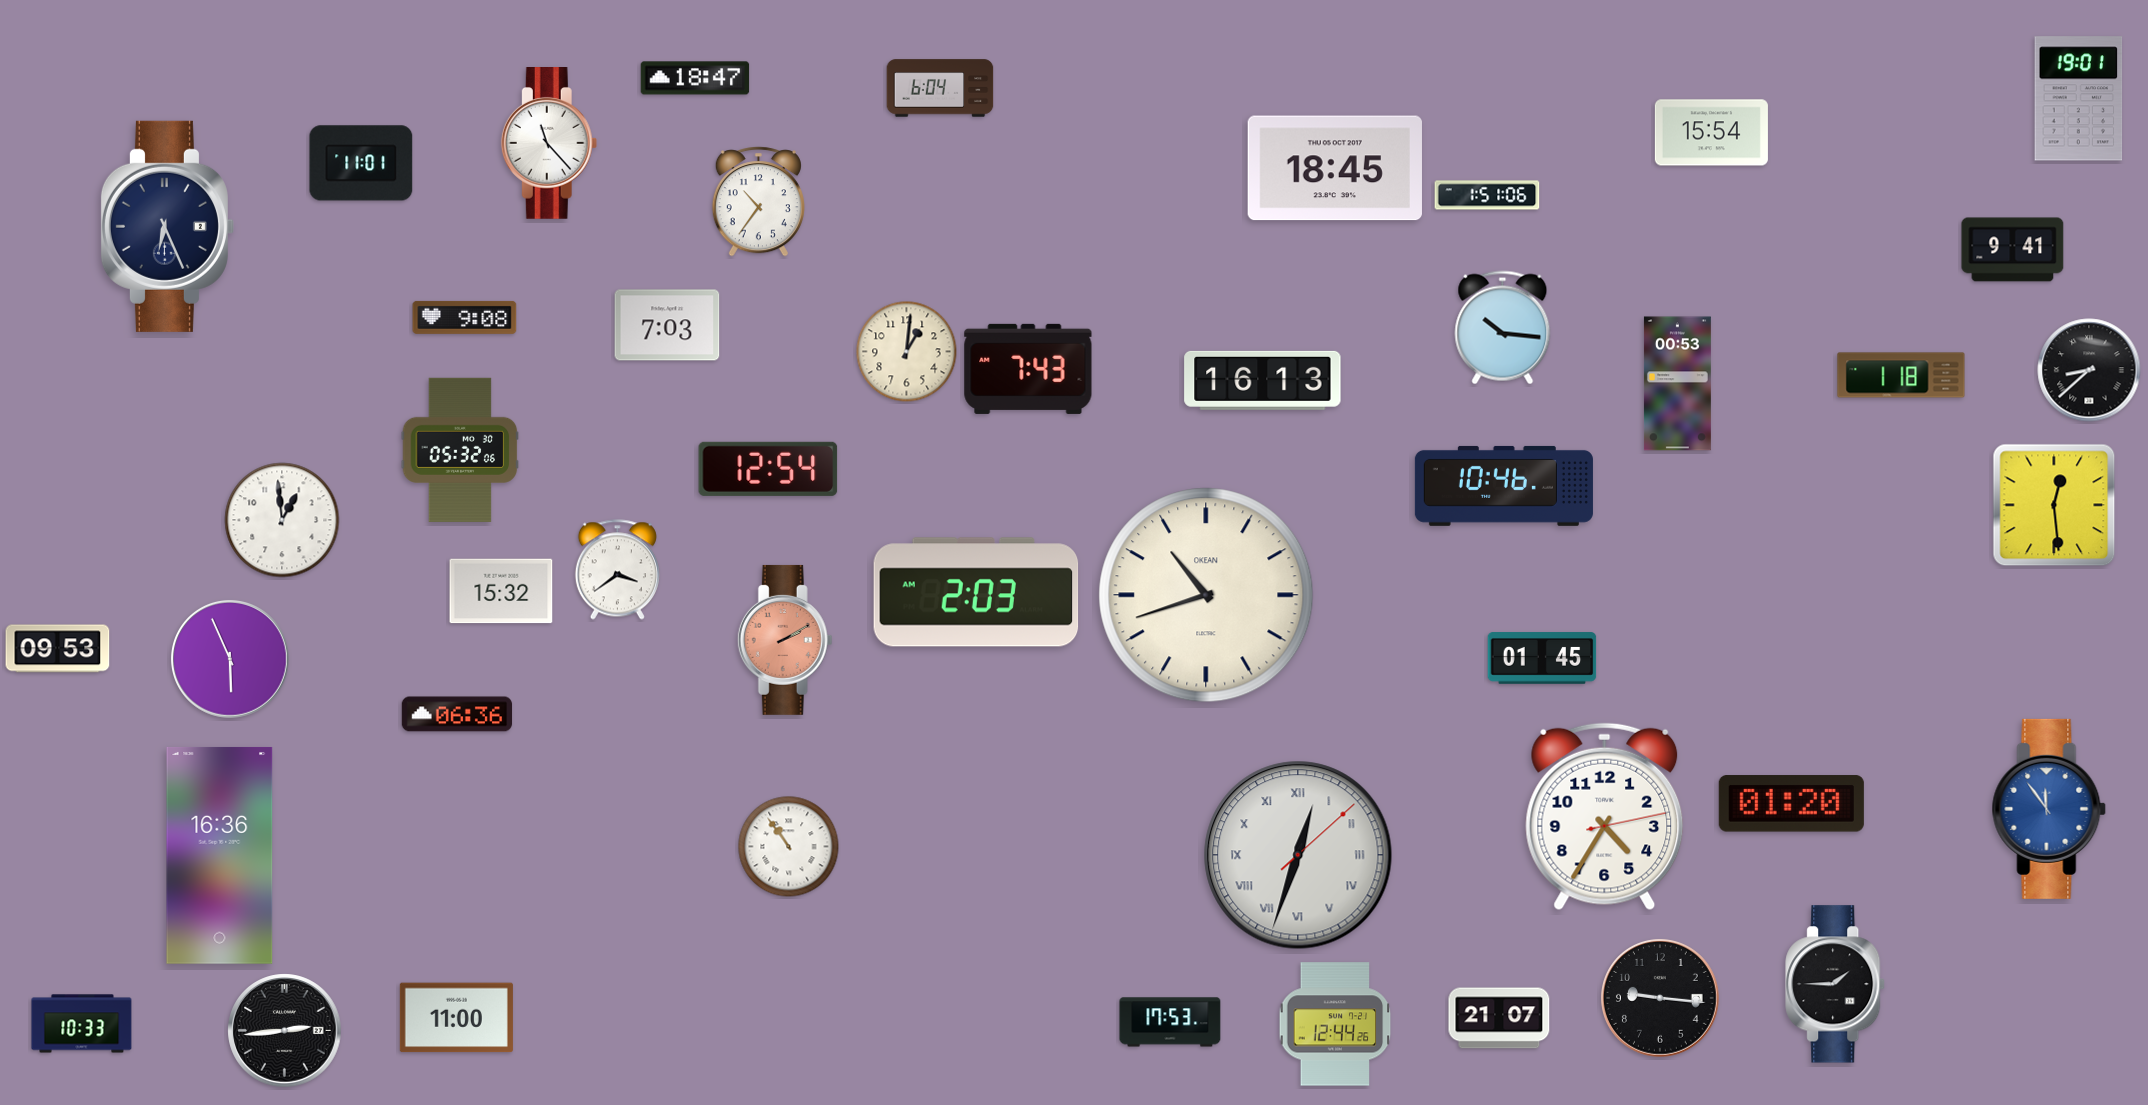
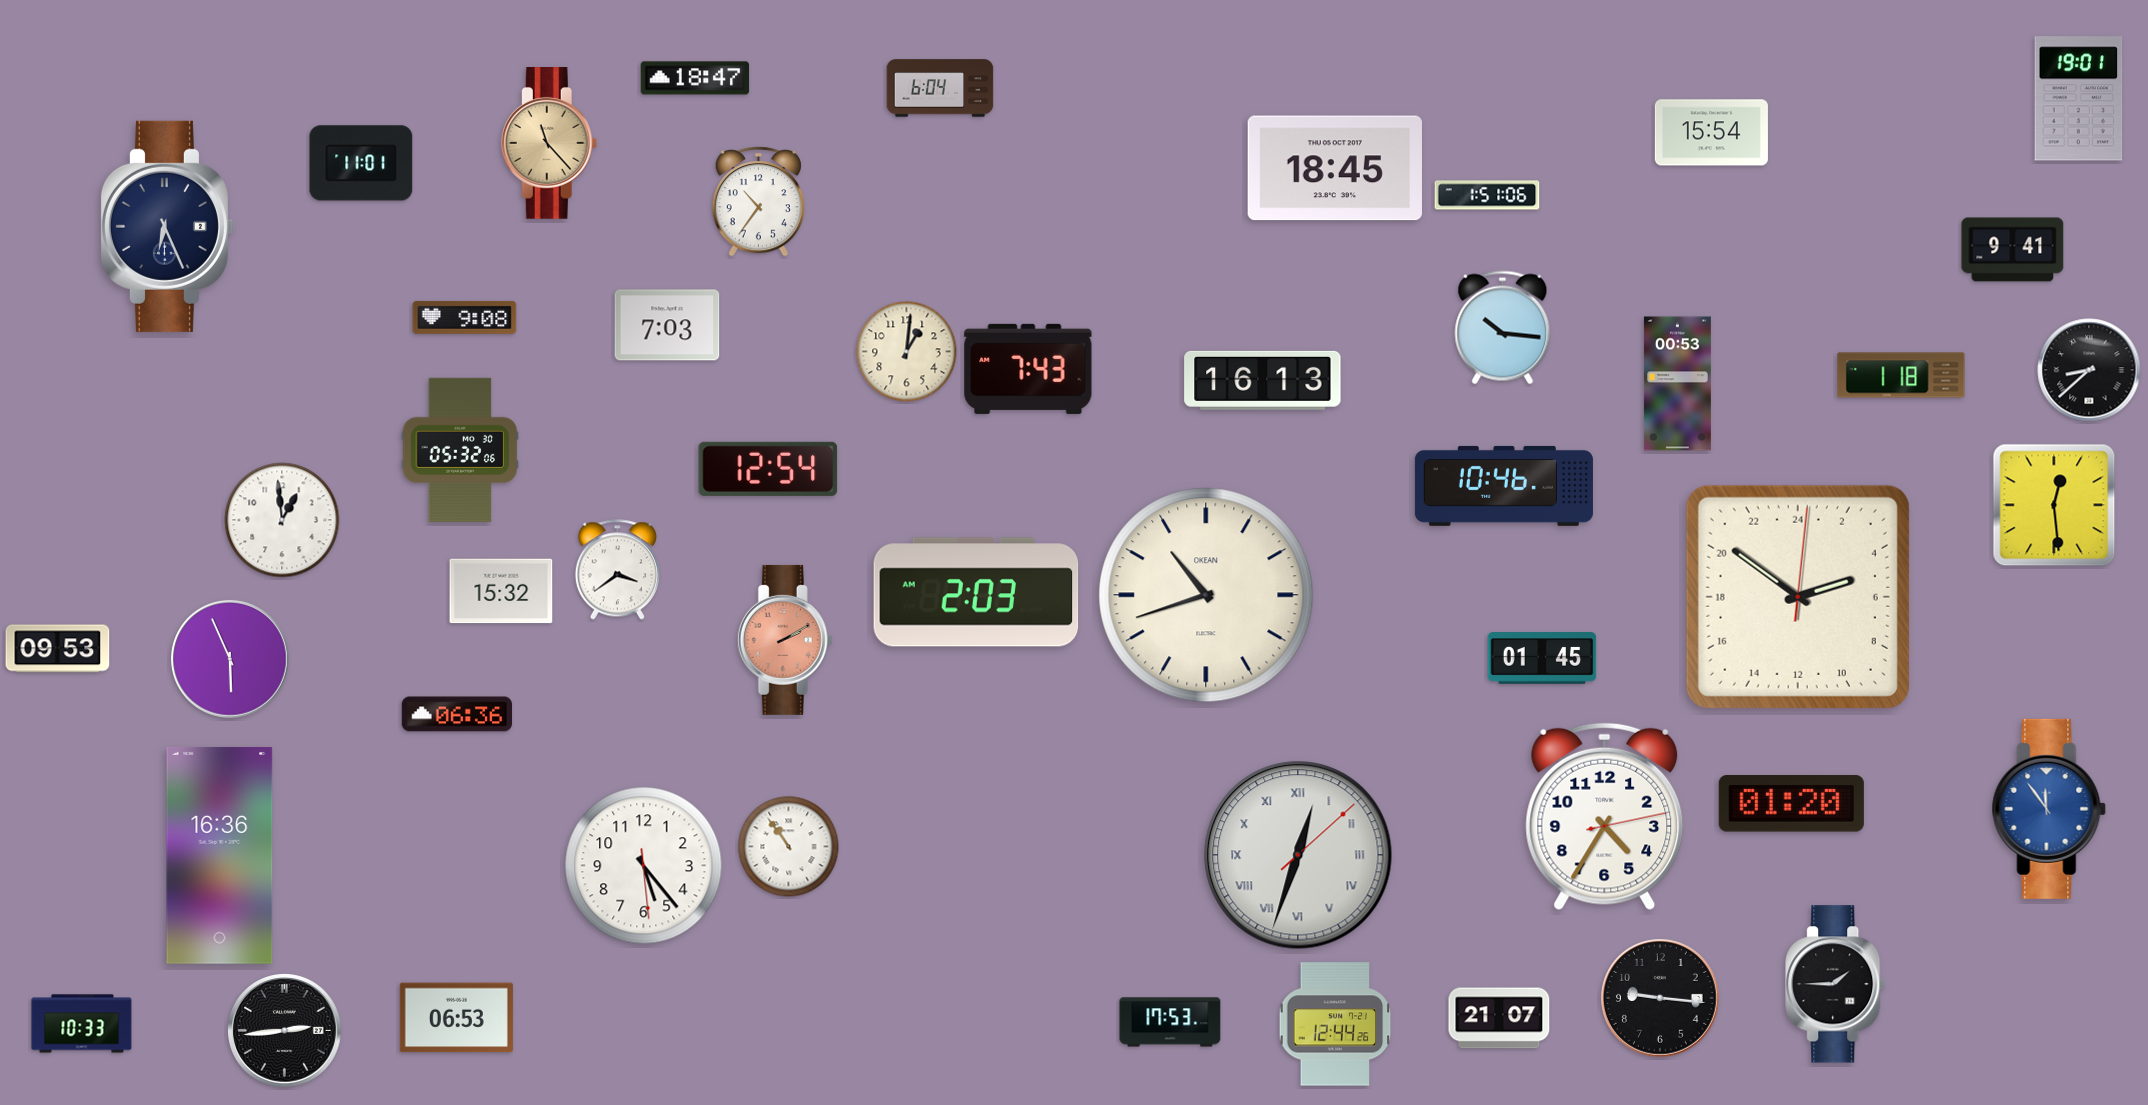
clock at (549, 144) dial: white -> champagne
clock at (1798, 597): none -> 4:51
clock at (644, 866): none -> 5:23
clock at (456, 1018): 11:00 -> 06:53
